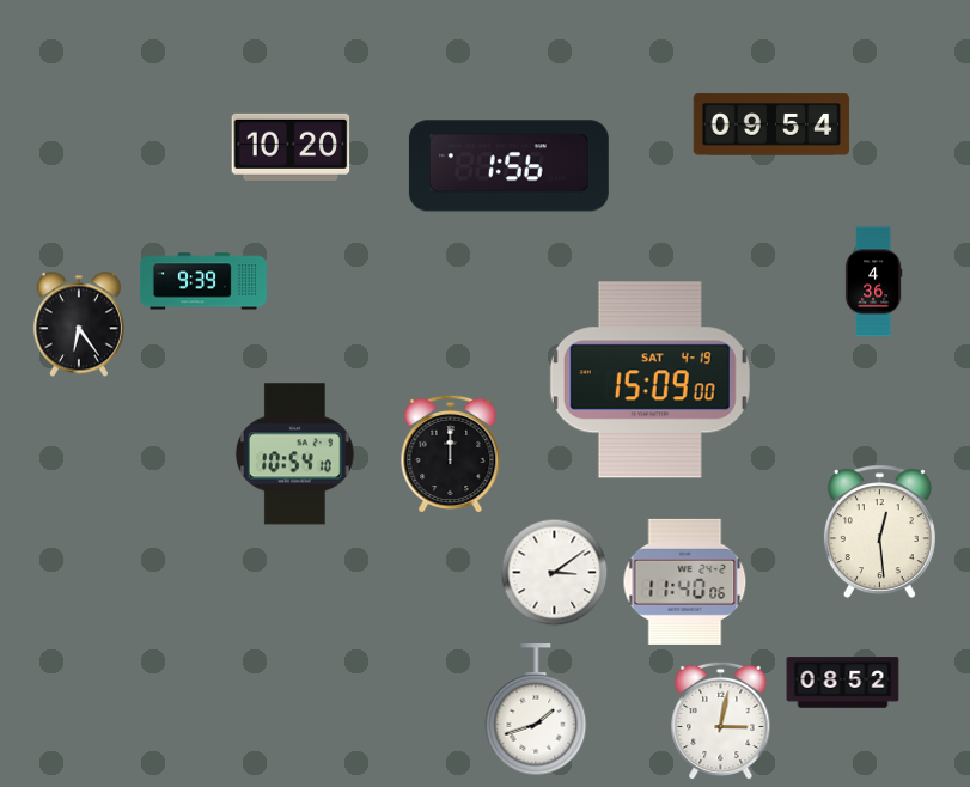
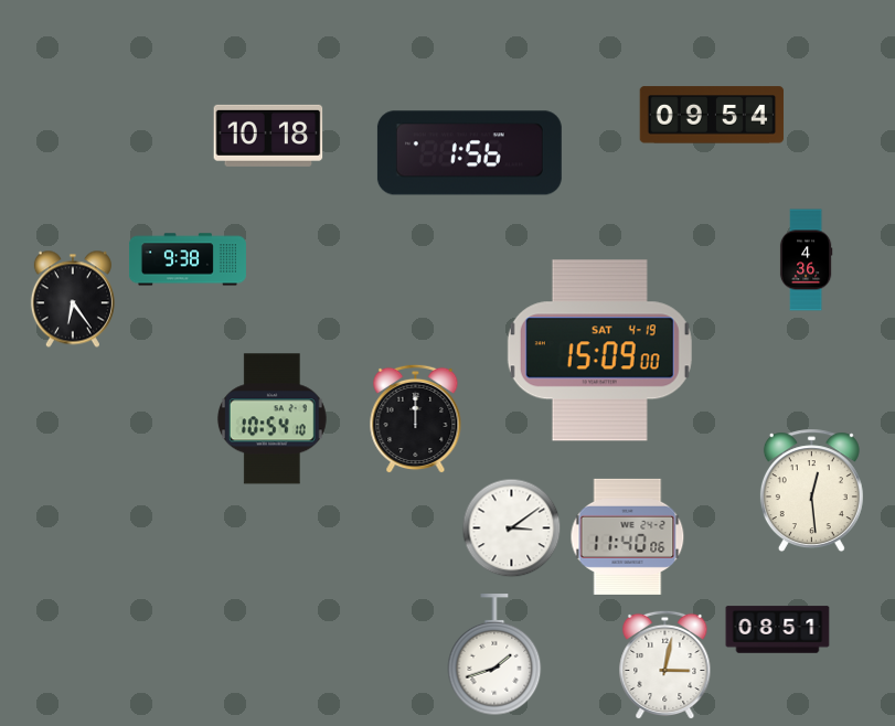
clock at (291, 147): 10:20 -> 10:18
clock at (203, 281): 9:39 -> 9:38
clock at (685, 581) position: (685, 581) -> (628, 536)
clock at (843, 683): 08:52 -> 08:51
